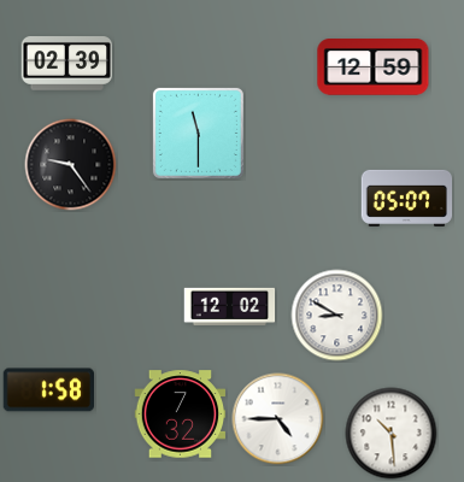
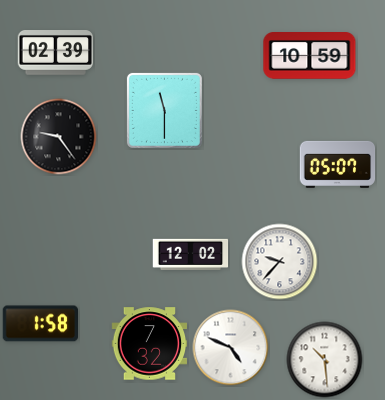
clock at (374, 67): 12:59 -> 10:59
clock at (337, 316): 8:50 -> 9:37
clock at (278, 419): 4:45 -> 4:49
